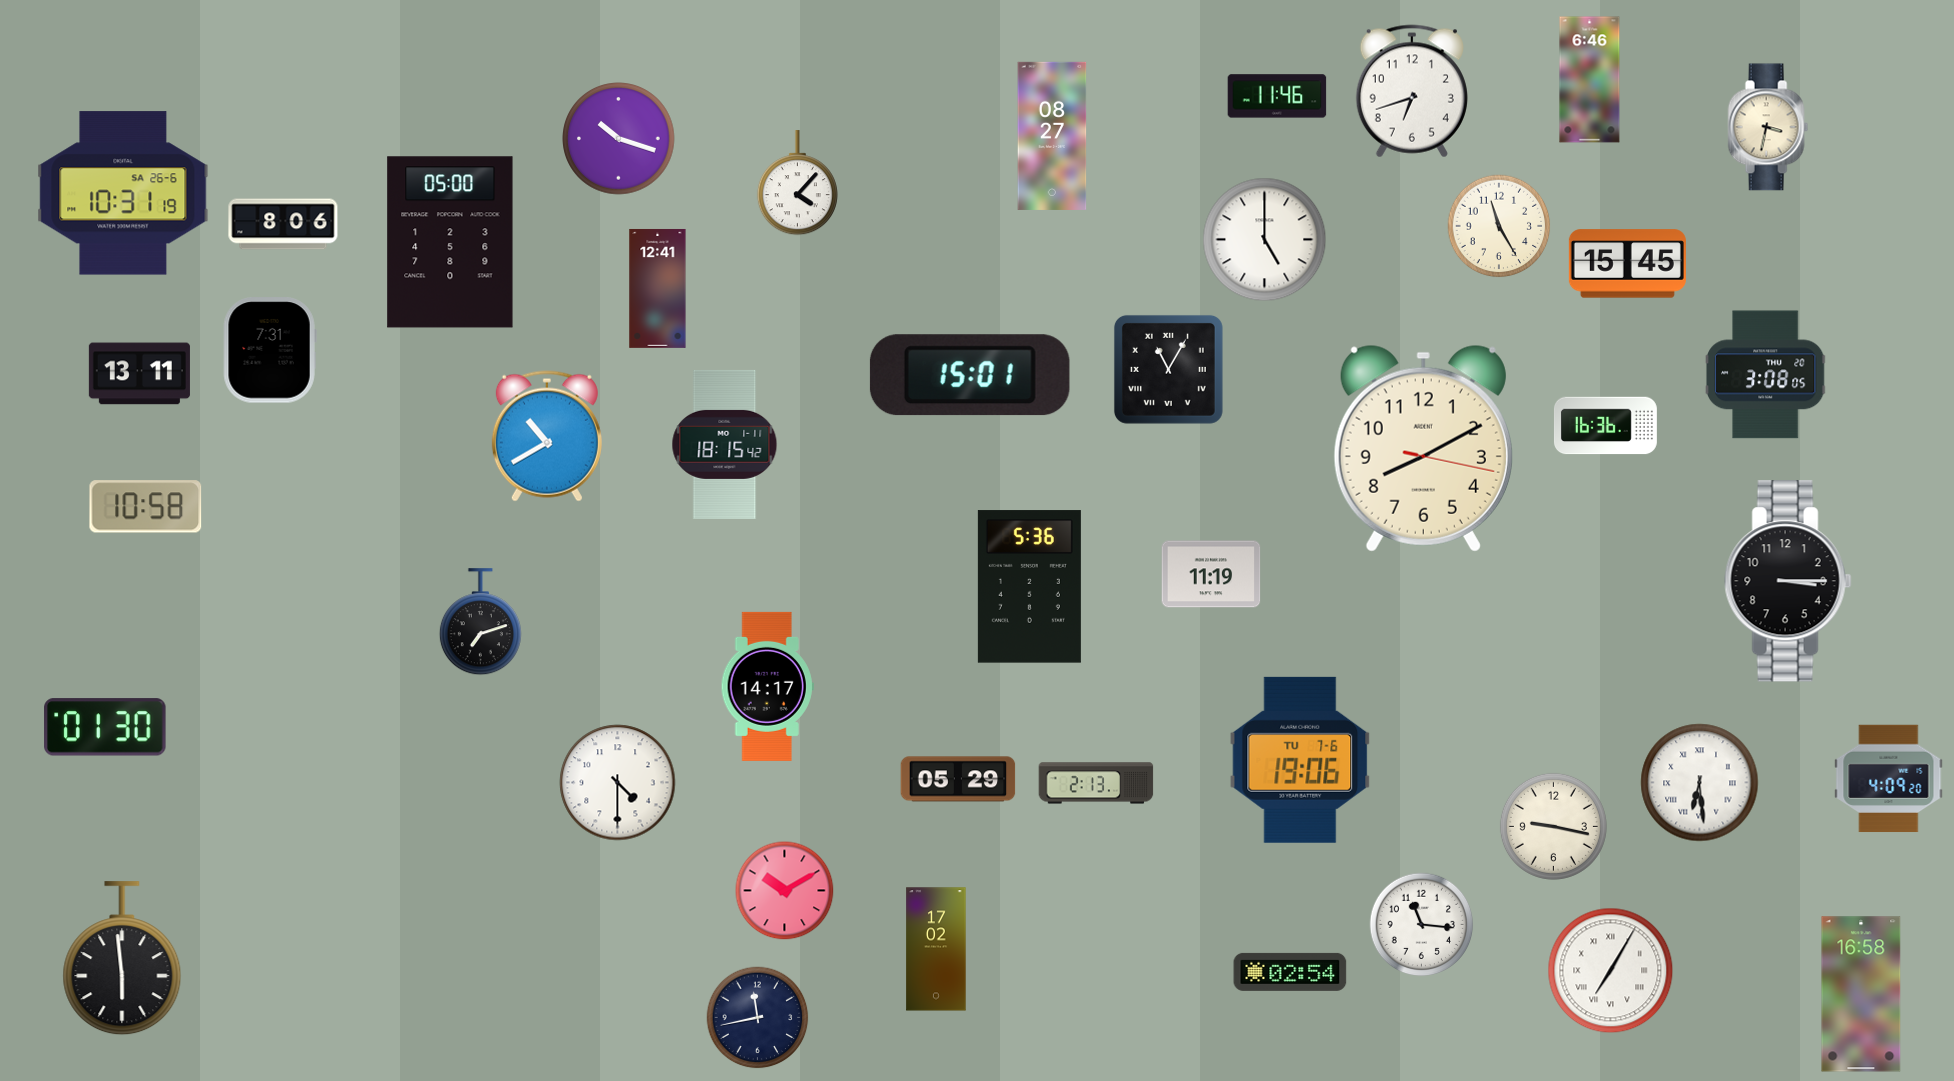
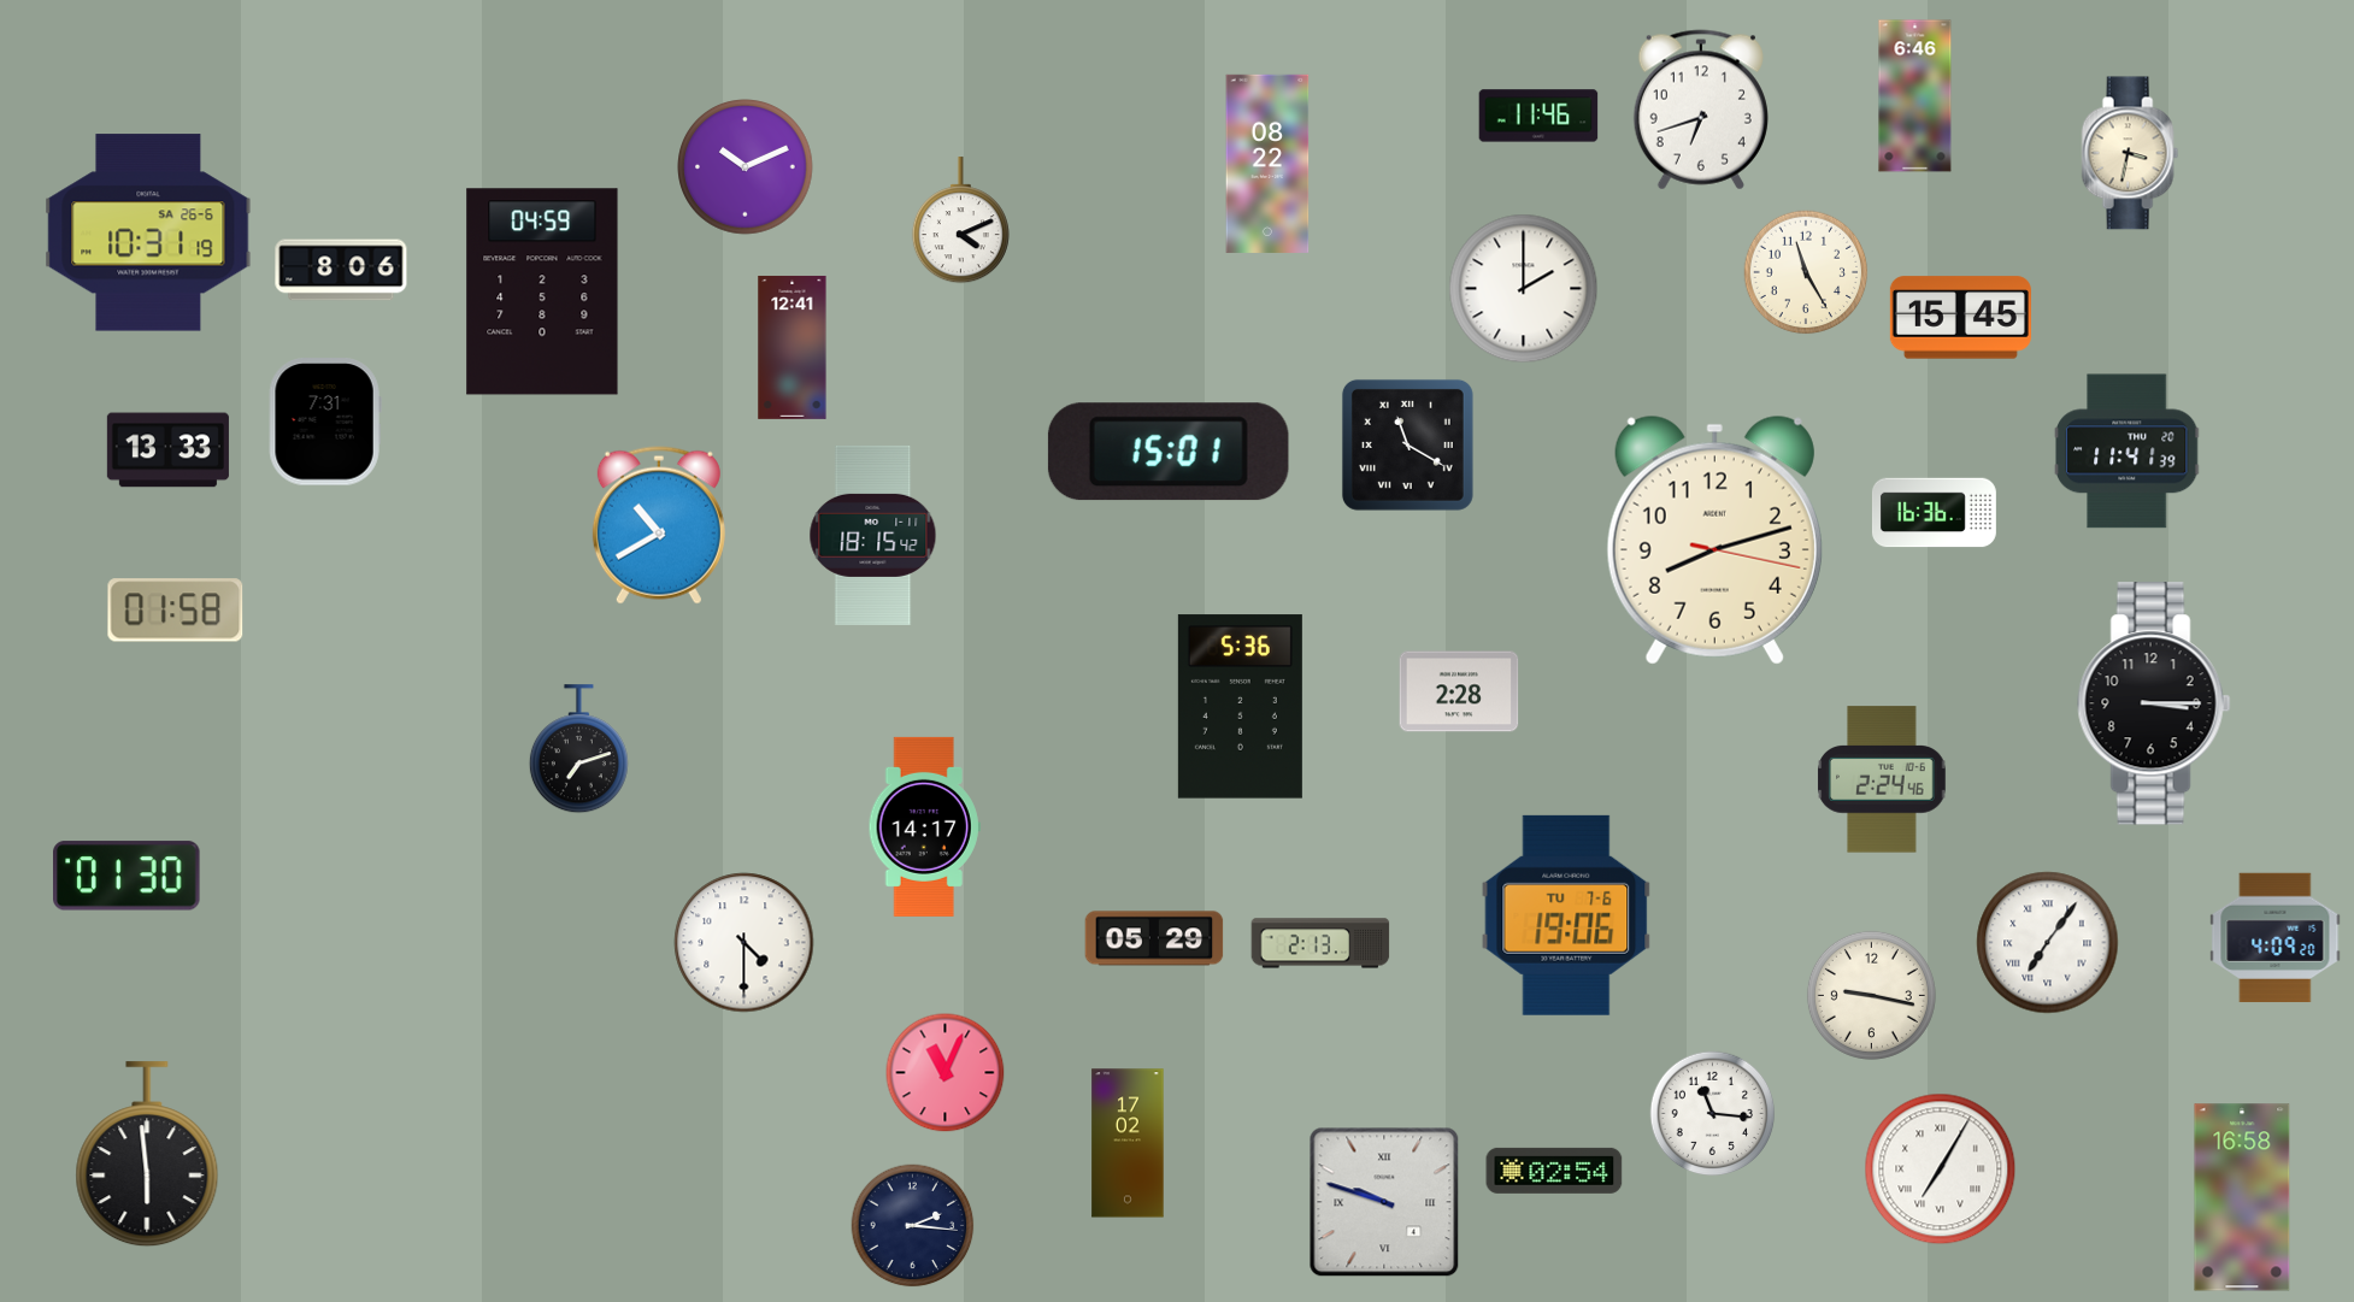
clock at (1052, 136): 08:27 -> 08:22
clock at (619, 139): 10:18 -> 10:11
clock at (797, 183): 4:07 -> 4:11
clock at (1265, 240): 5:00 -> 2:00
clock at (450, 242): 05:00 -> 04:59
clock at (1168, 369): 11:05 -> 11:20
clock at (139, 374): 13:11 -> 13:33
clock at (1765, 375): 3:08 -> 11:41
clock at (1423, 448): 8:10 -> 8:12
clock at (146, 507): 10:58 -> 01:58
clock at (1211, 574): 11:19 -> 2:28
clock at (1788, 581) position: (1788, 581) -> (2154, 703)
clock at (1882, 779): none -> 2:24
clock at (1700, 783): 6:29 -> 7:06
clock at (785, 891): 10:10 -> 11:04
clock at (1384, 1202): none -> 9:48
clock at (758, 1018): 11:43 -> 2:16
